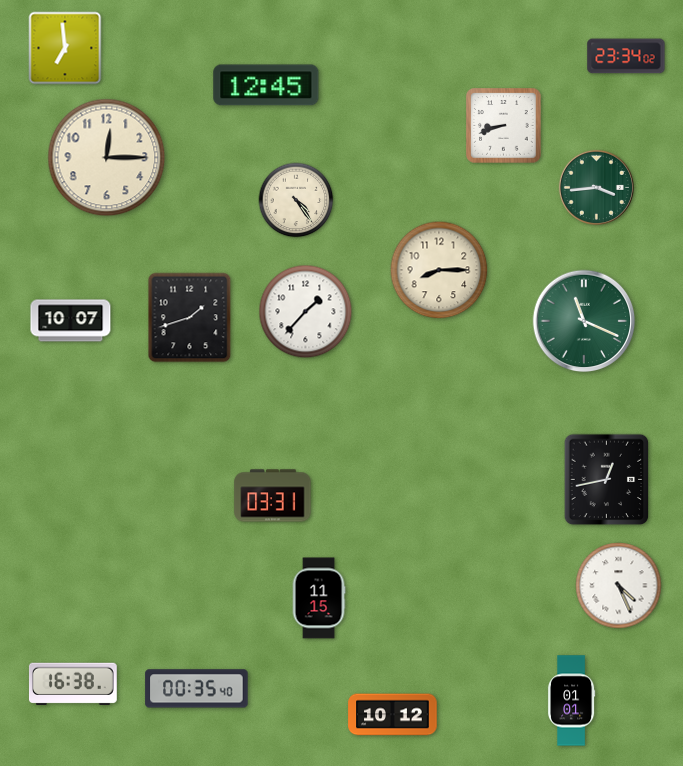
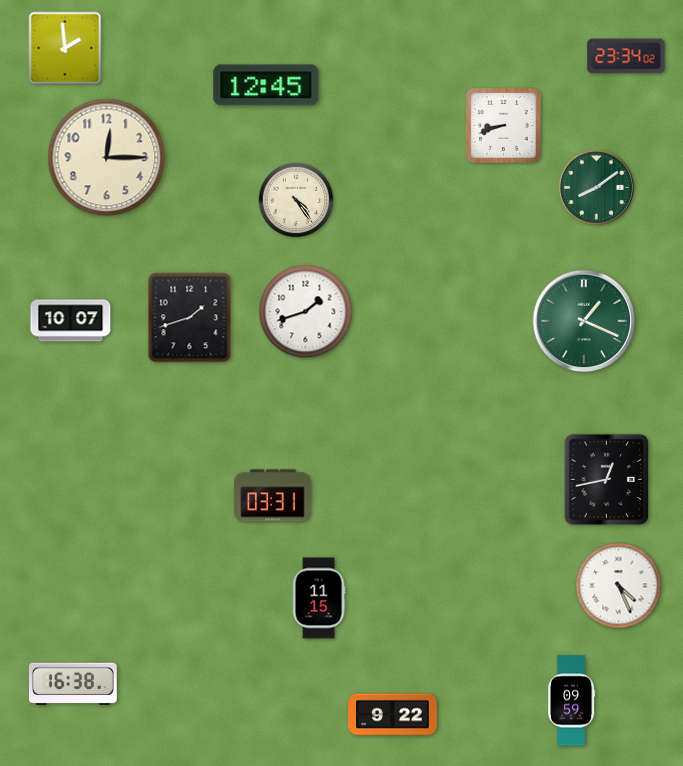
clock at (65, 48): 6:59 -> 1:59
clock at (596, 187): 3:44 -> 8:09
clock at (439, 270): 8:15 -> none
clock at (306, 312): 1:37 -> 1:42
clock at (584, 321): 11:19 -> 1:19
clock at (197, 689): 00:35 -> none
clock at (571, 701): 01:01 -> 09:59
clock at (393, 715): 10:12 -> 9:22
